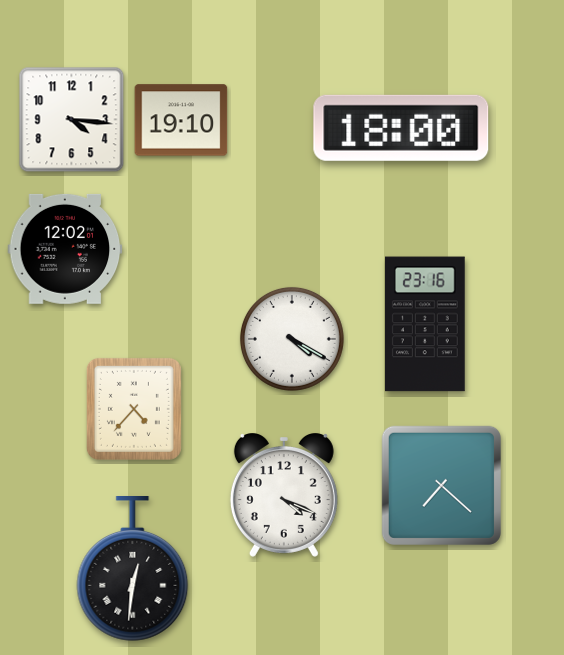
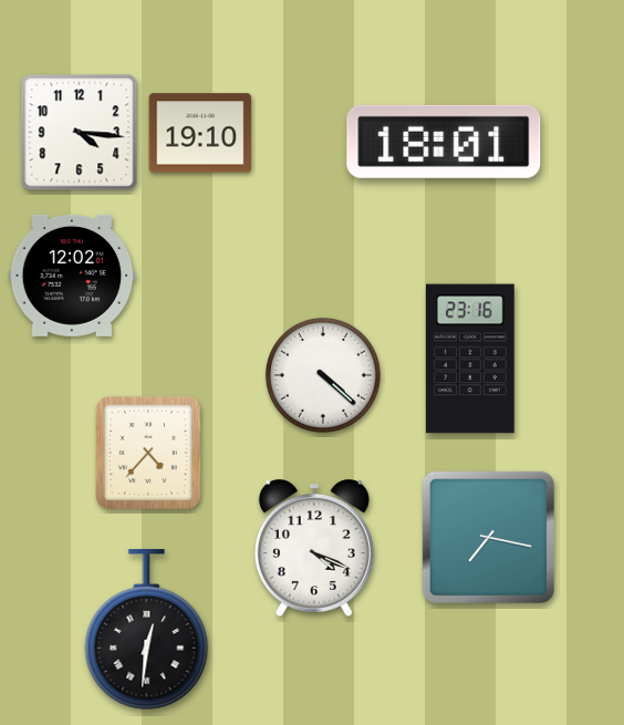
clock at (401, 128): 18:00 -> 18:01
clock at (292, 339): 4:20 -> 4:22
clock at (441, 485): 7:22 -> 7:17
